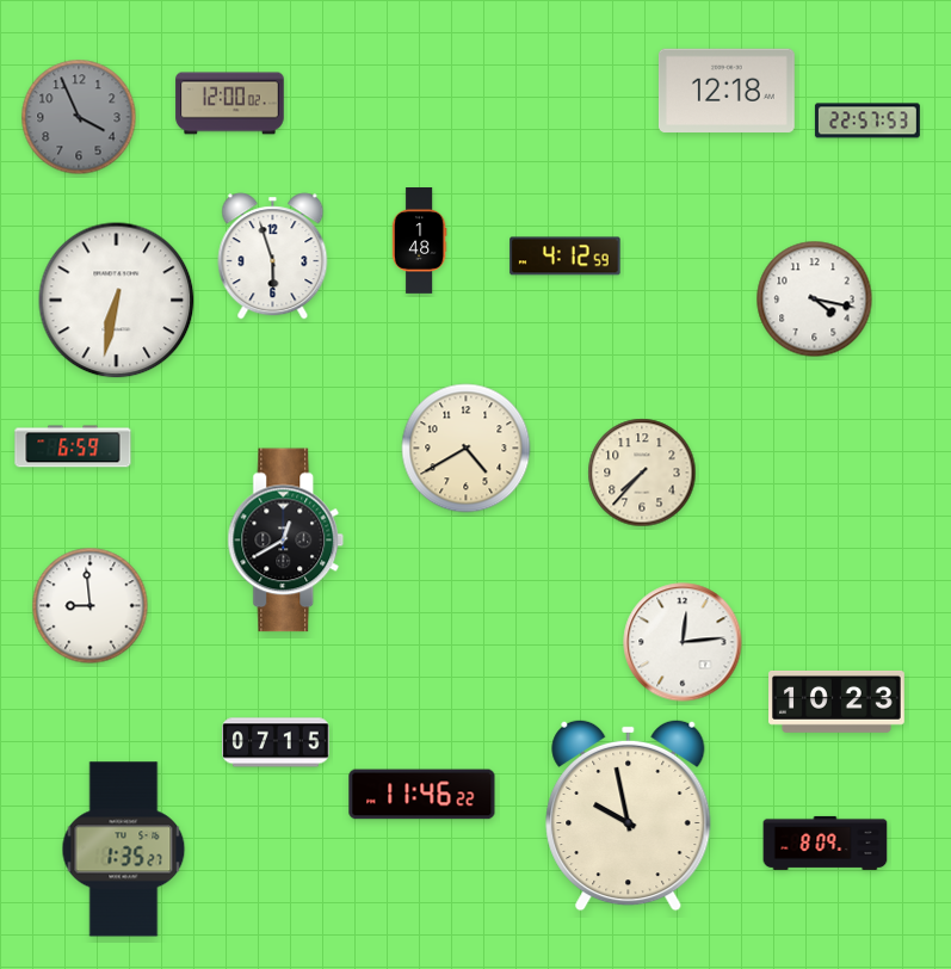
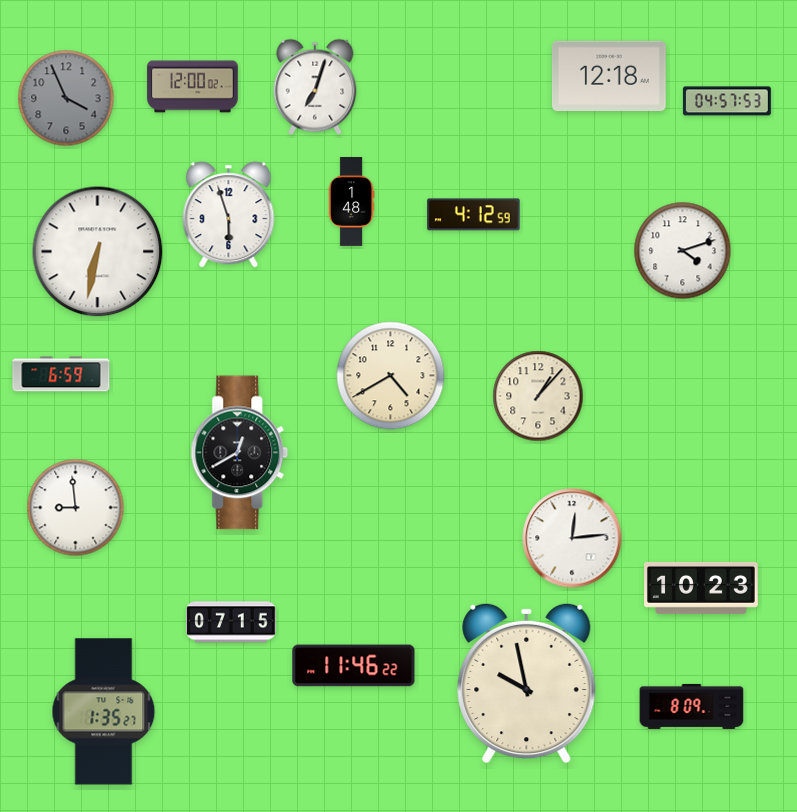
clock at (315, 87): none -> 7:03
clock at (867, 121): 22:57 -> 04:57
clock at (815, 300): 4:17 -> 4:12
clock at (642, 473): 7:37 -> 1:07
